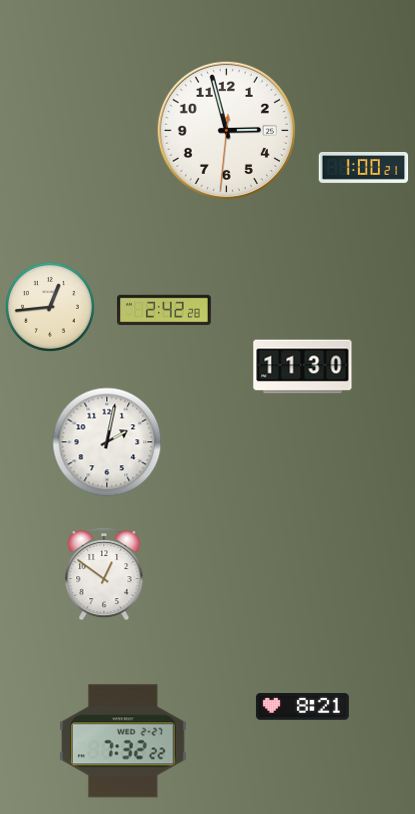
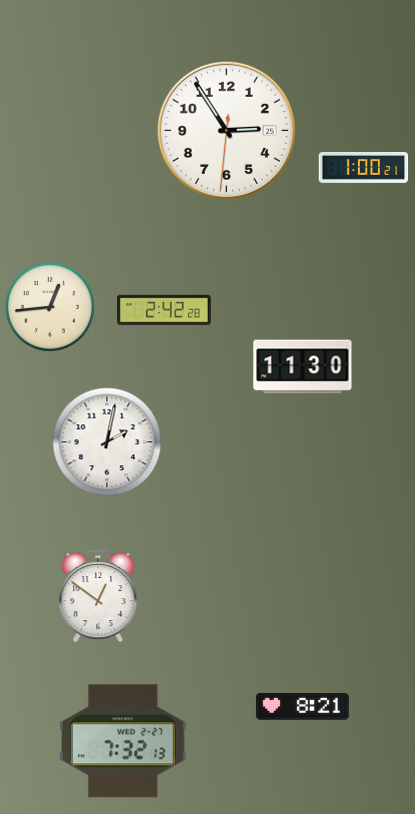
clock at (226, 130): 2:57 -> 2:54
clock at (104, 574) position: (104, 574) -> (98, 596)
clock at (123, 741): 7:32:22 -> 7:32:13
